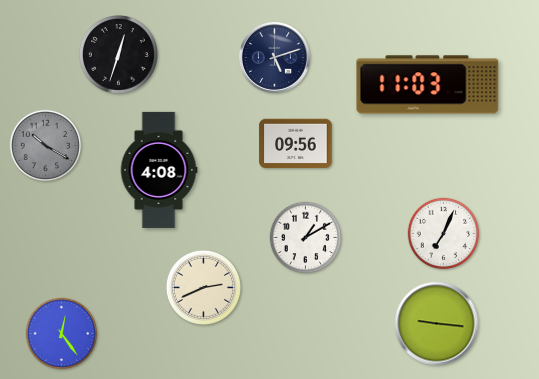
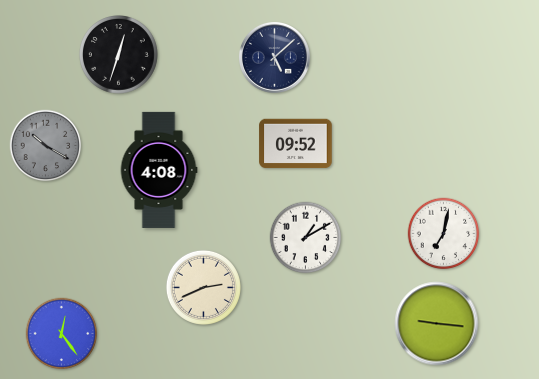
clock at (274, 57): 5:12 -> 5:08
clock at (428, 85): 11:03 -> none
clock at (296, 144): 09:56 -> 09:52
clock at (444, 234): 7:04 -> 7:02
